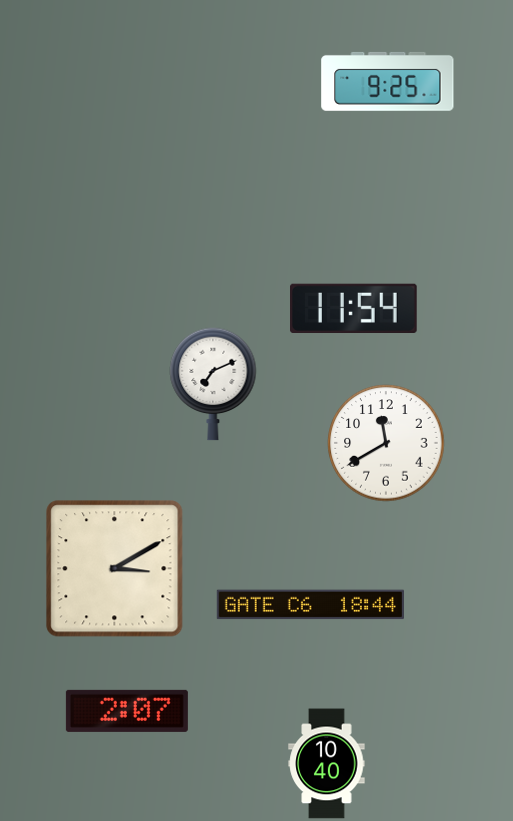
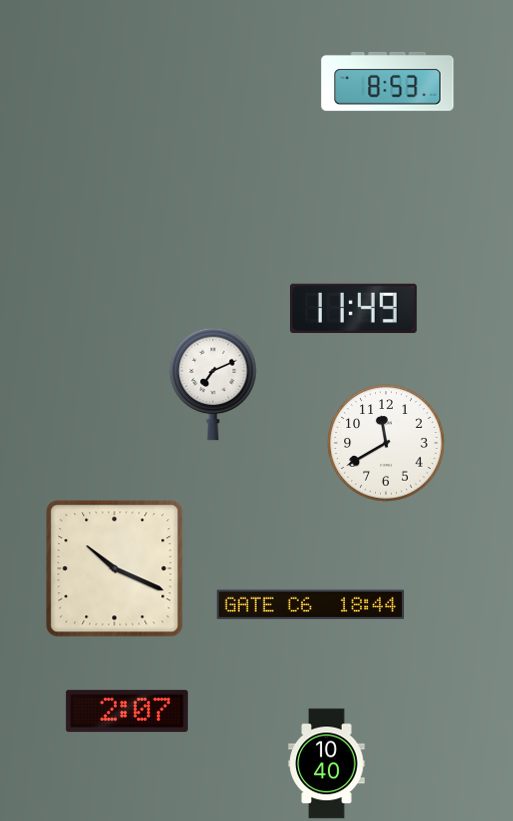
clock at (388, 81): 9:25 -> 8:53
clock at (354, 308): 11:54 -> 11:49
clock at (115, 569): 3:10 -> 10:19
